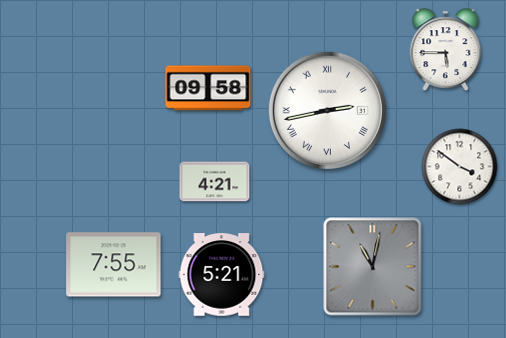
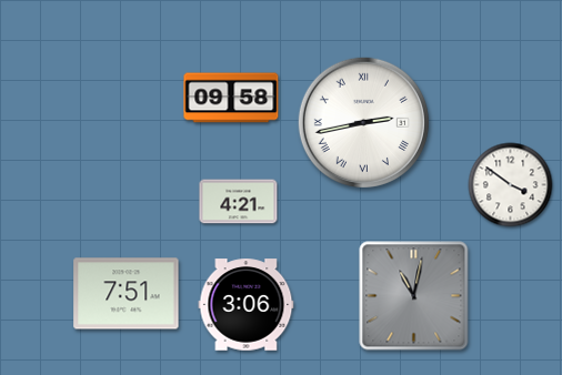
clock at (446, 49): 5:45 -> none
clock at (114, 265): 7:55 -> 7:51
clock at (222, 275): 5:21 -> 3:06
